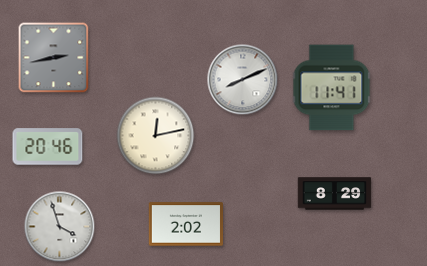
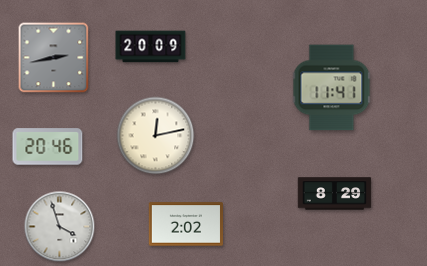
clock at (151, 47): none -> 20:09
clock at (243, 80): 8:11 -> none
